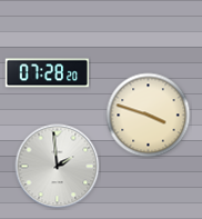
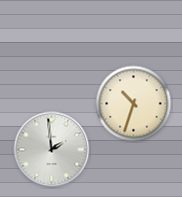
clock at (48, 73): 07:28 -> none
clock at (149, 116): 3:48 -> 10:33
